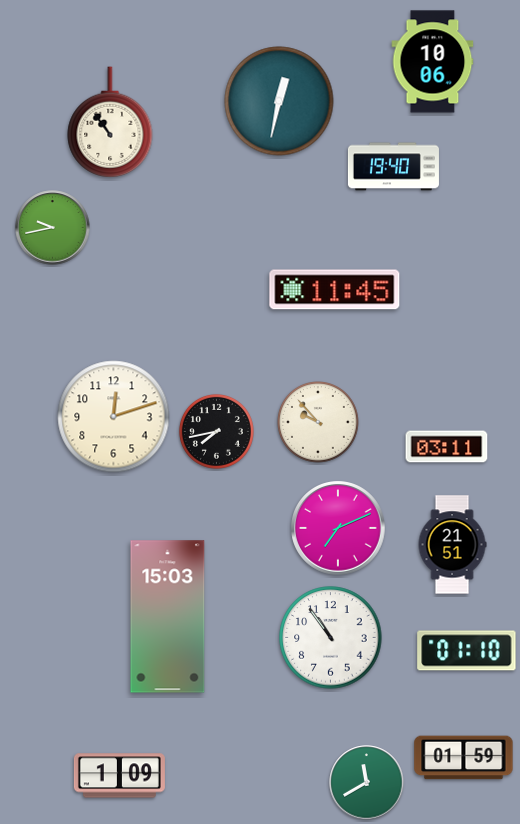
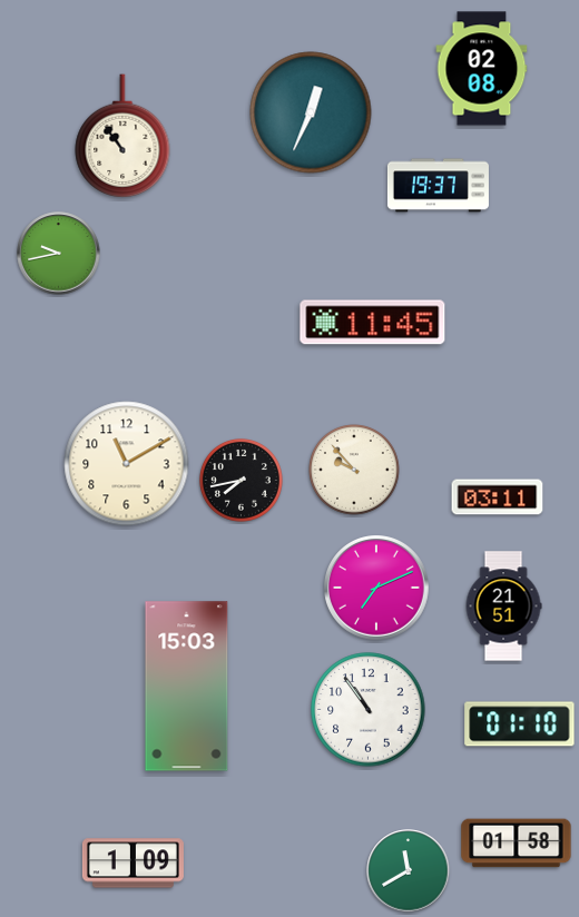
clock at (433, 62): 10:06 -> 02:08
clock at (279, 101): 12:32 -> 12:34
clock at (393, 167): 19:40 -> 19:37
clock at (114, 417): 12:12 -> 11:10
clock at (464, 758): 01:59 -> 01:58
